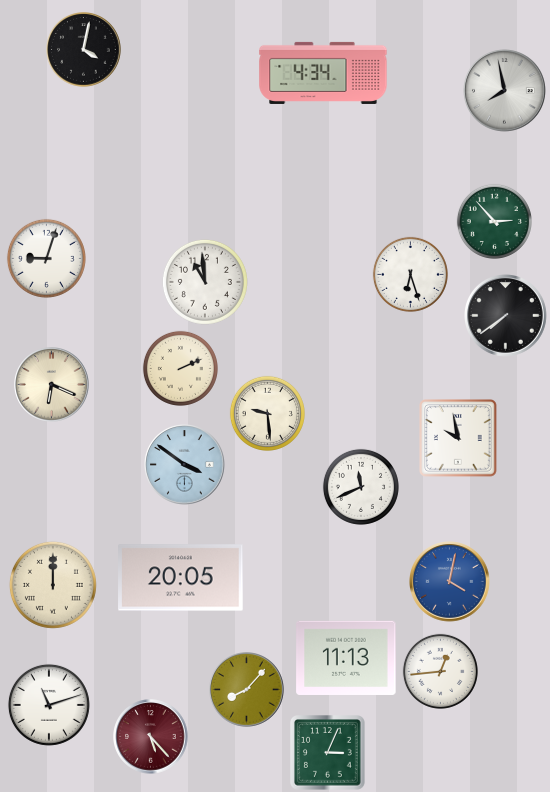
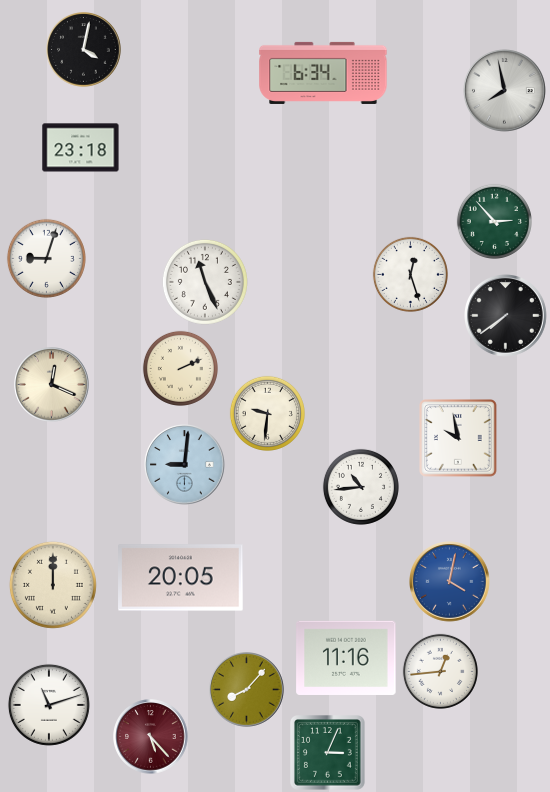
clock at (323, 73): 4:34 -> 6:34
clock at (81, 148): none -> 23:18
clock at (410, 274): 6:27 -> 12:27
clock at (205, 282): 10:59 -> 11:26
clock at (52, 385): 6:19 -> 12:19
clock at (267, 413): 9:29 -> 9:31
clock at (185, 465): 3:51 -> 9:01
clock at (361, 487): 11:41 -> 10:44
clock at (346, 658): 11:13 -> 11:16
